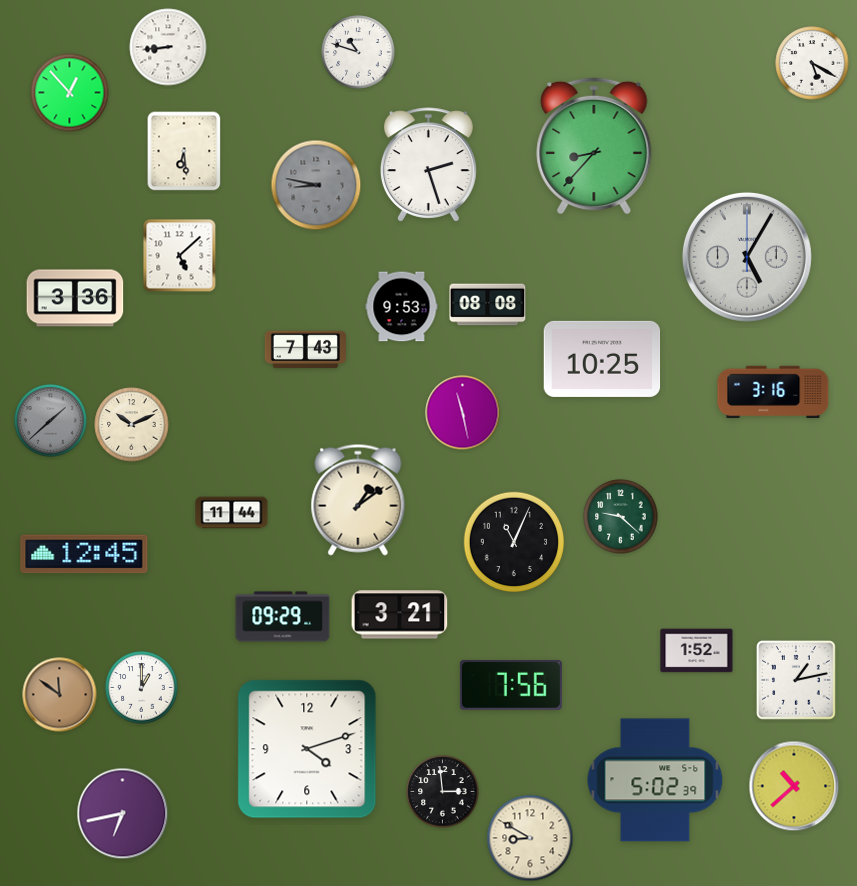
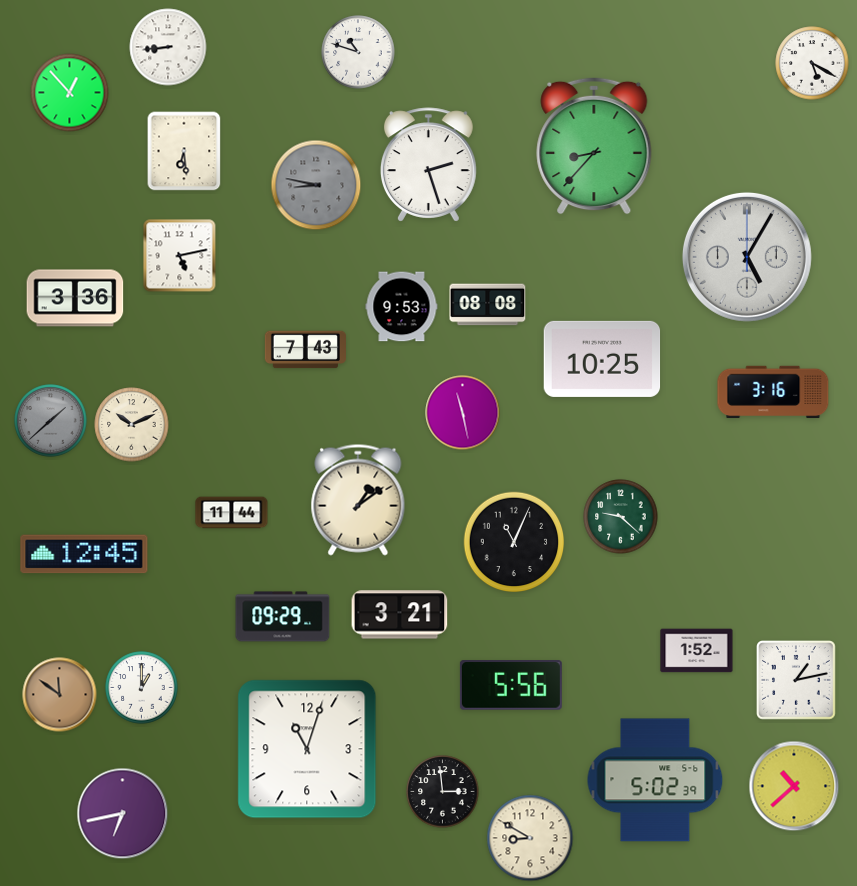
clock at (180, 256): 5:08 -> 5:13
clock at (511, 685): 7:56 -> 5:56
clock at (307, 749): 4:12 -> 11:03
